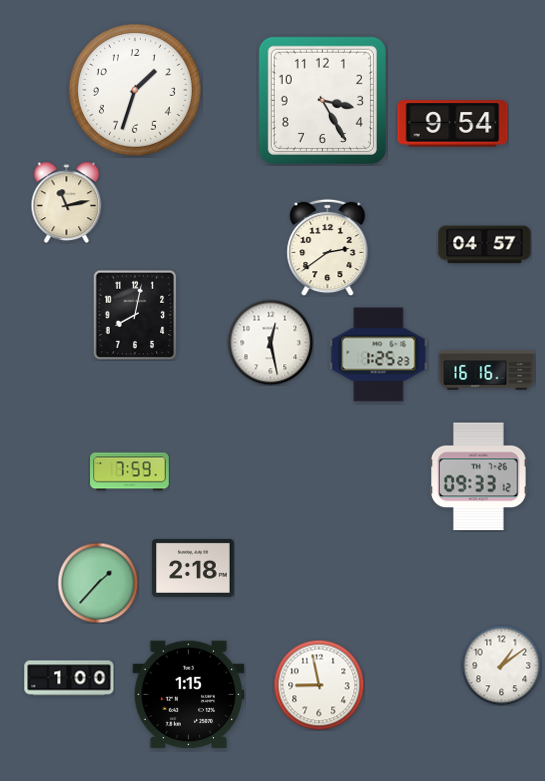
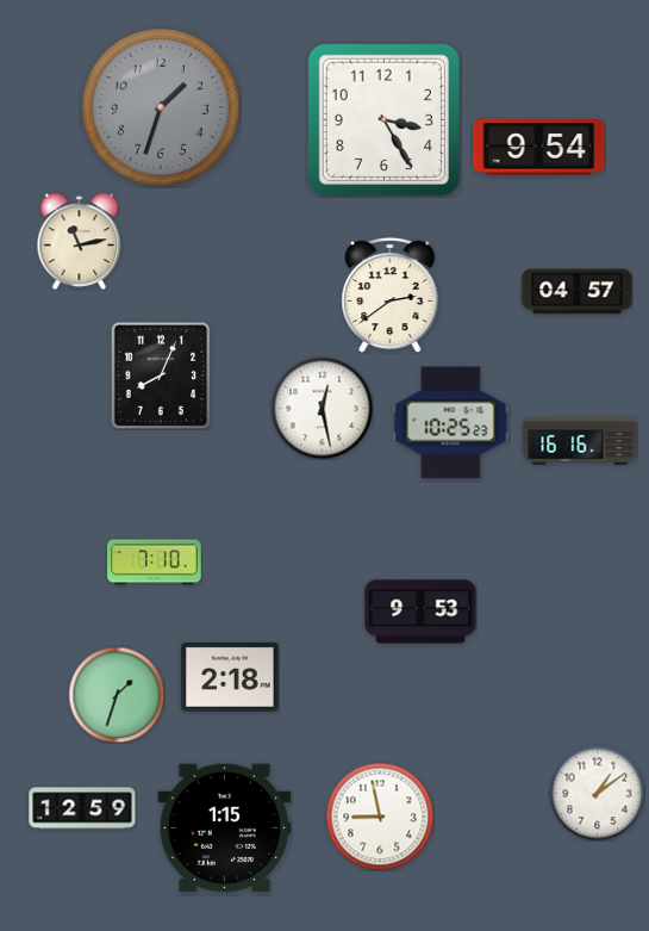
clock at (135, 90) dial: white -> grey
clock at (135, 315): 8:02 -> 8:04
clock at (379, 355): 1:25 -> 10:25
clock at (130, 472): 7:59 -> 7:10
clock at (479, 477): 09:33 -> none
clock at (420, 612): none -> 9:53
clock at (98, 583): 1:37 -> 1:33
clock at (69, 678): 1:00 -> 12:59
